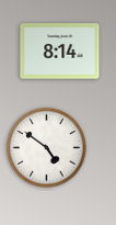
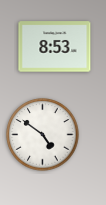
clock at (60, 52): 8:14 -> 8:53
